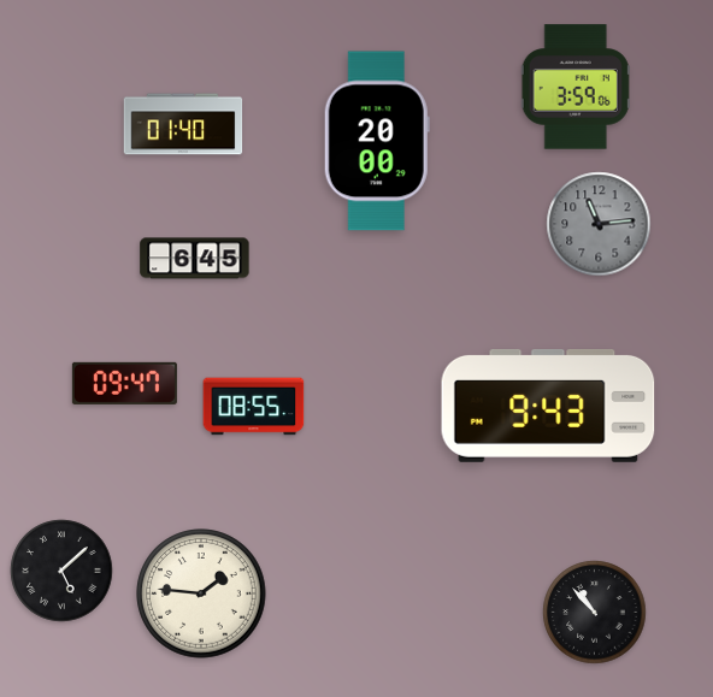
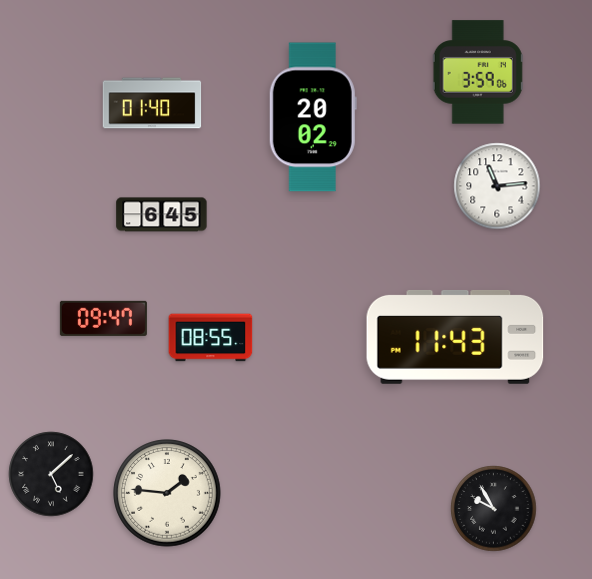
clock at (377, 141): 20:00 -> 20:02
clock at (599, 224) dial: grey -> white
clock at (548, 406): 9:43 -> 11:43
clock at (595, 613): 10:53 -> 9:55
